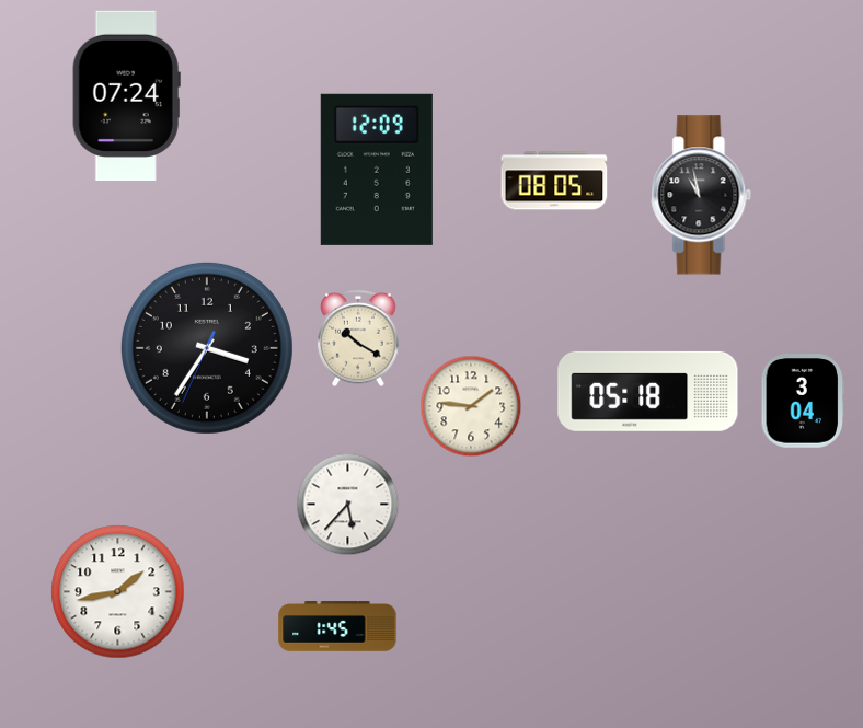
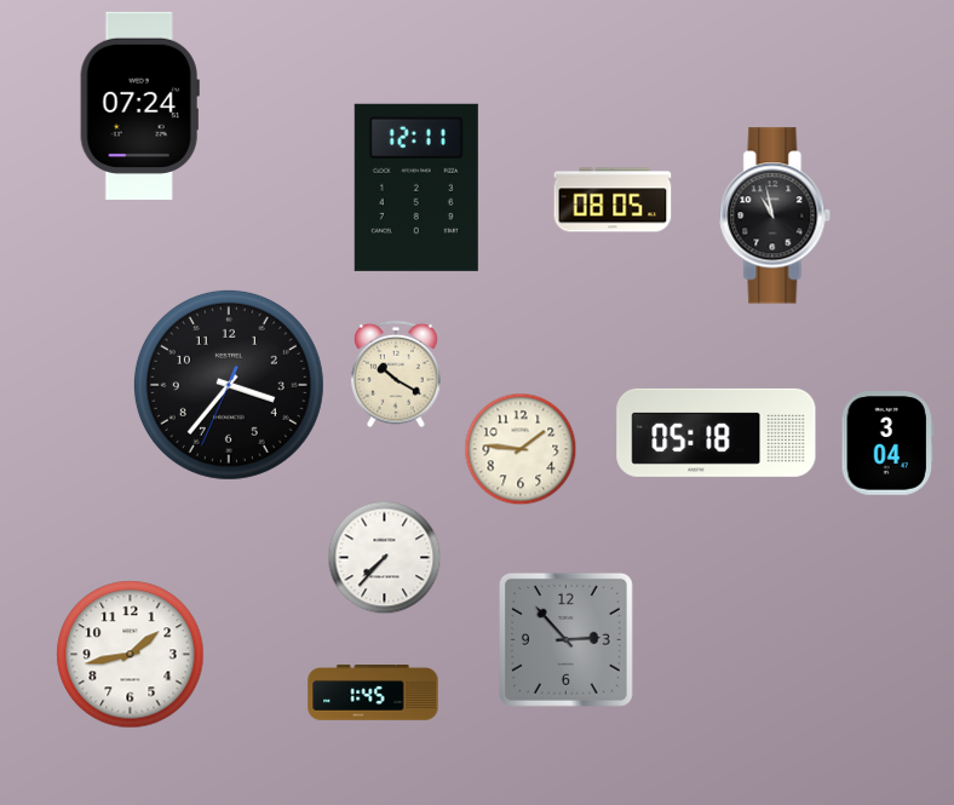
clock at (377, 170): 12:09 -> 12:11
clock at (207, 348): 3:35 -> 3:36
clock at (348, 505): 5:37 -> 7:37
clock at (565, 639): none -> 2:53
